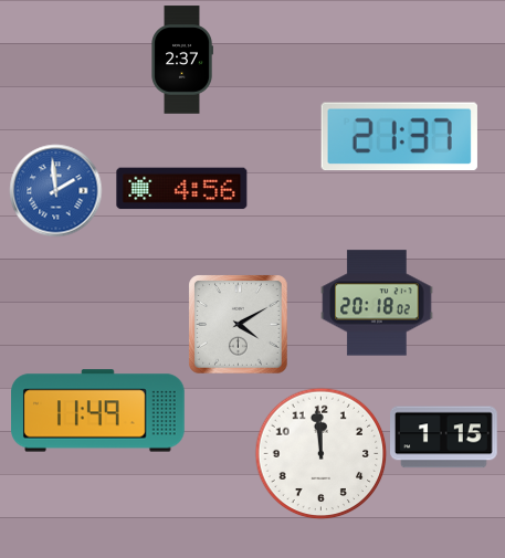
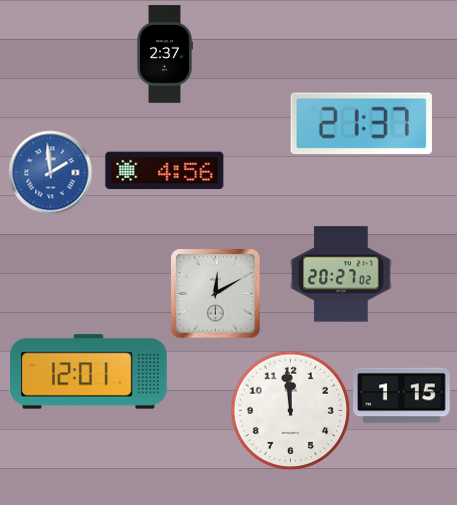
clock at (377, 303): 20:18 -> 20:27
clock at (238, 324): 4:10 -> 12:10
clock at (98, 411): 11:49 -> 12:01
